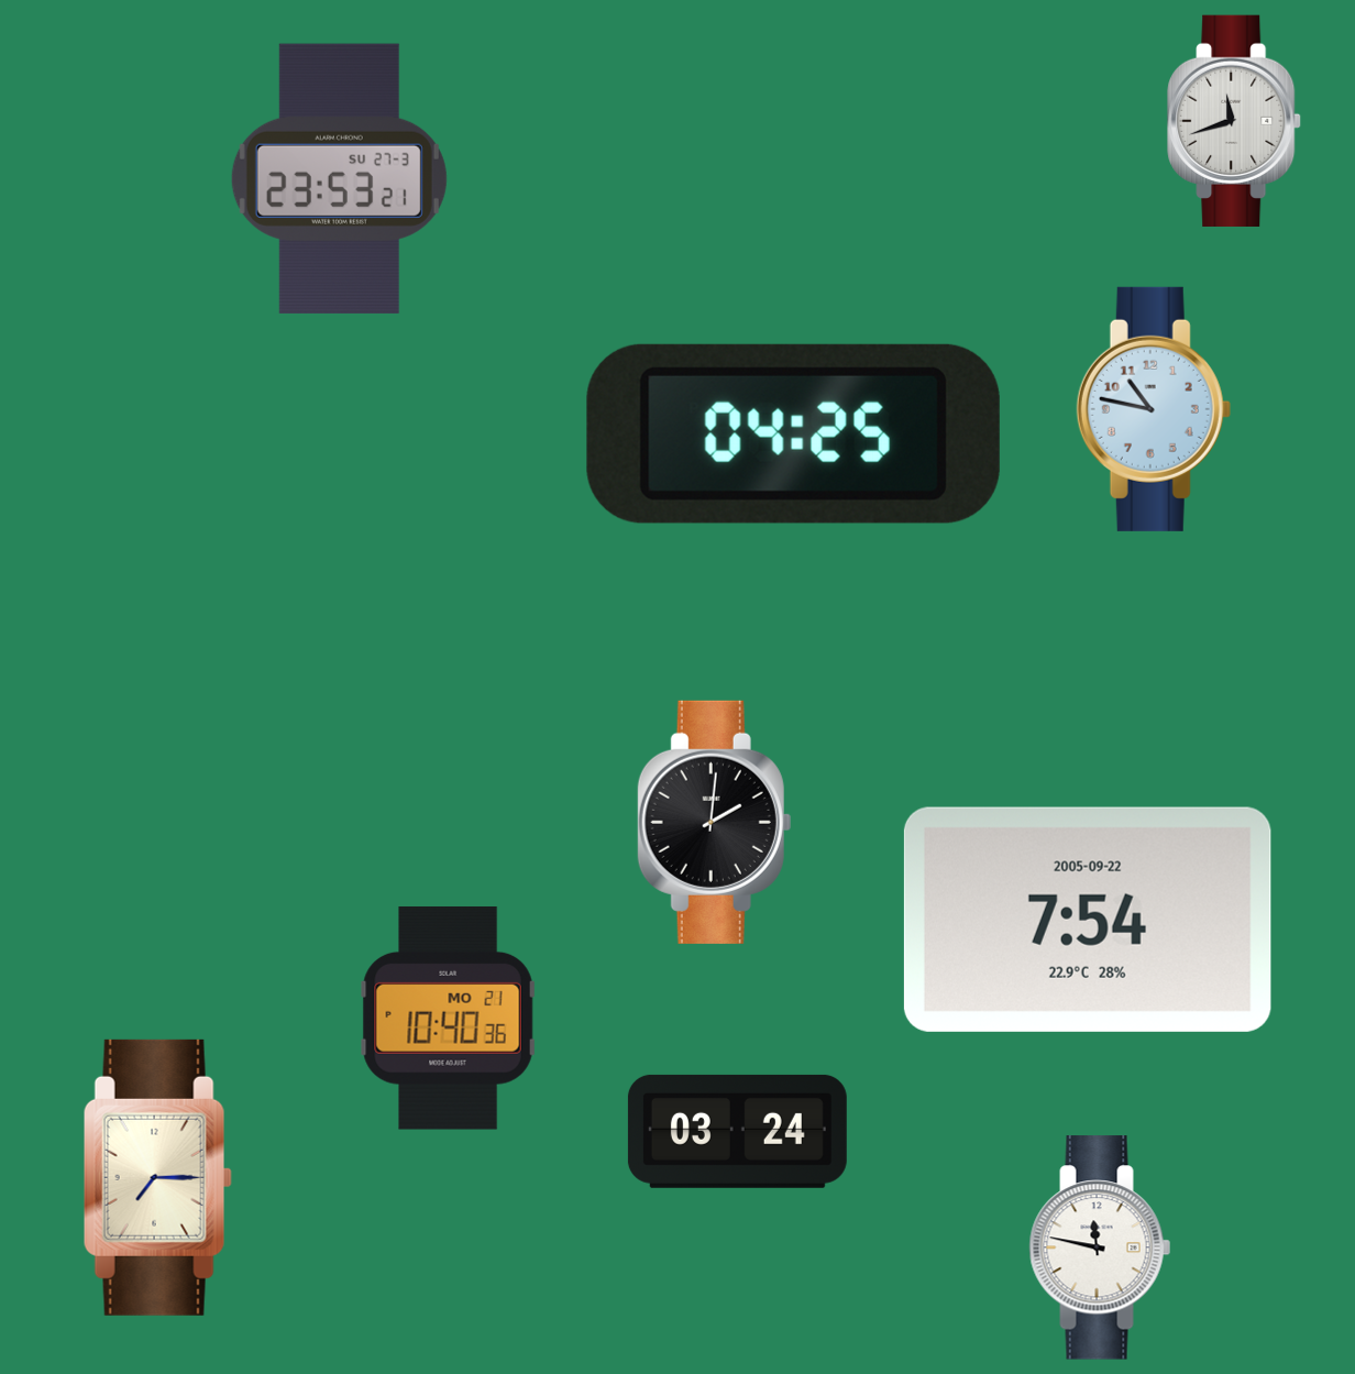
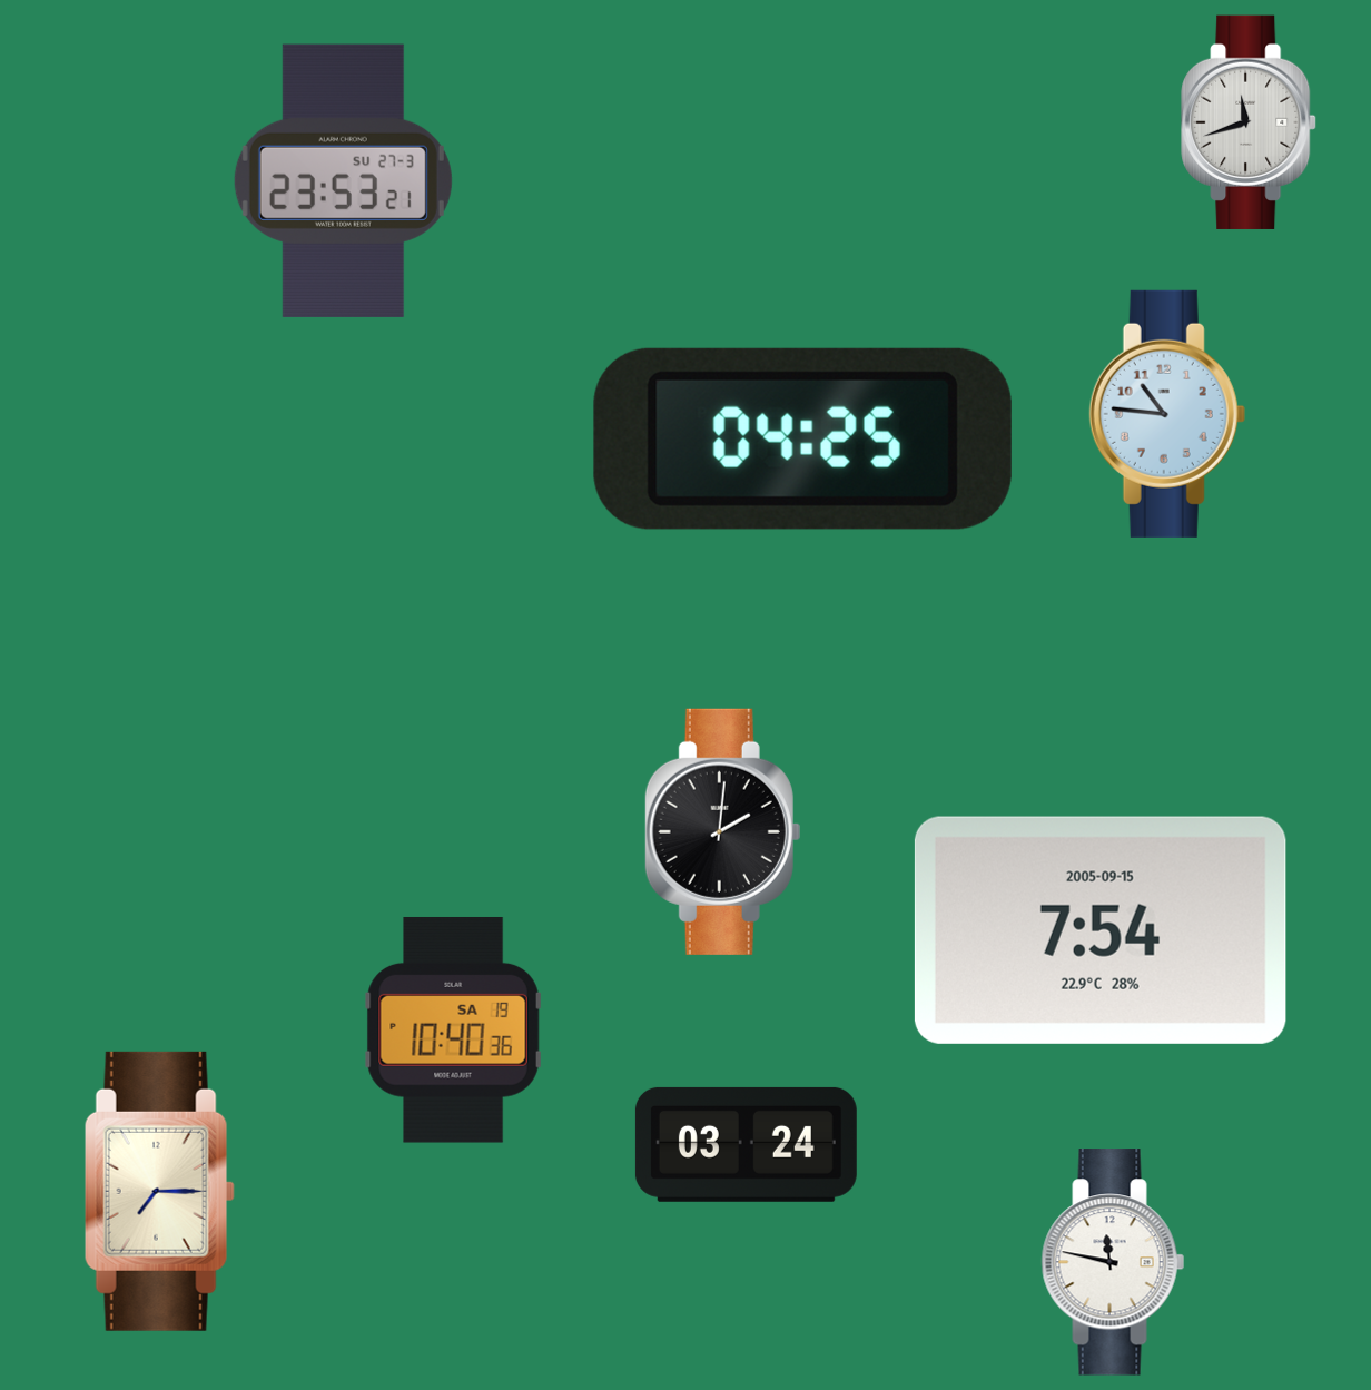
clock at (1154, 409): 10:47 -> 10:46
clock at (1088, 920) date: 2005-09-22 -> 2005-09-15
clock at (448, 1019) date: MO 21 -> SA 19
